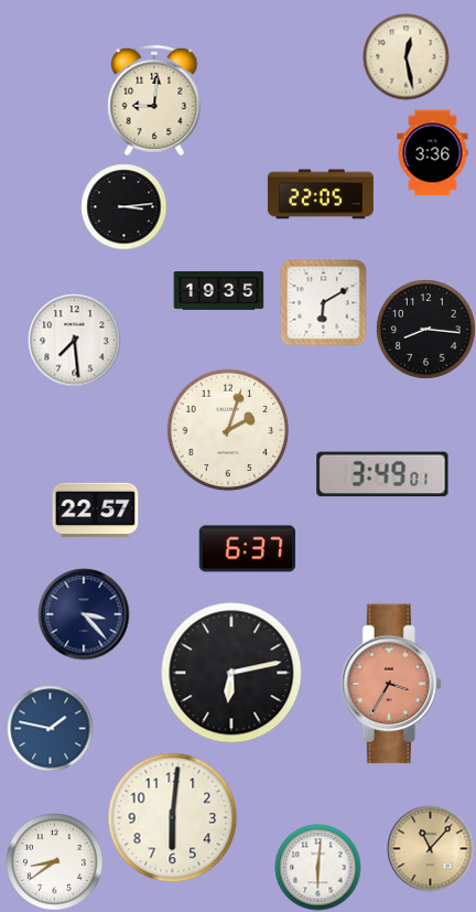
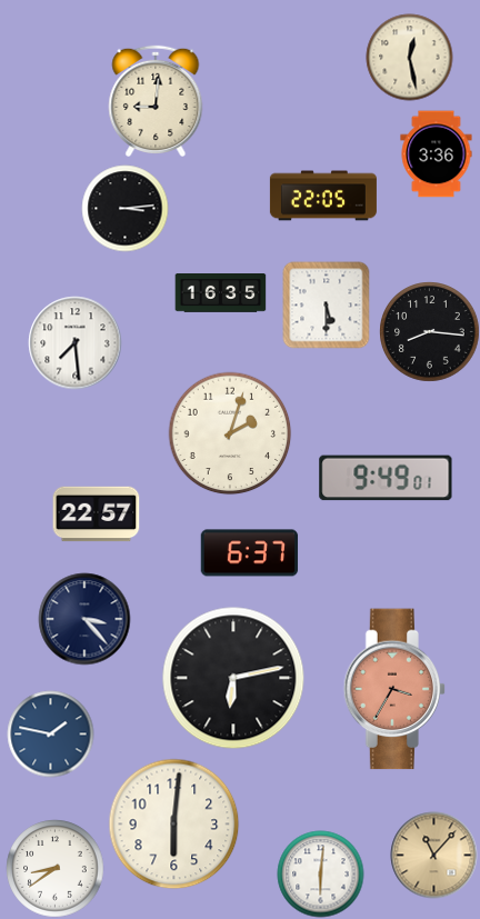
clock at (218, 291): 19:35 -> 16:35
clock at (323, 302): 6:10 -> 5:30
clock at (382, 474): 3:49 -> 9:49
